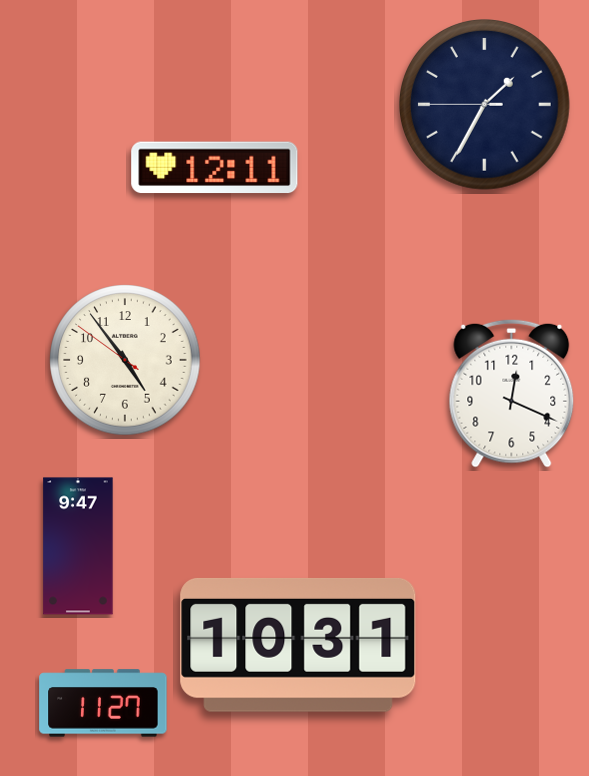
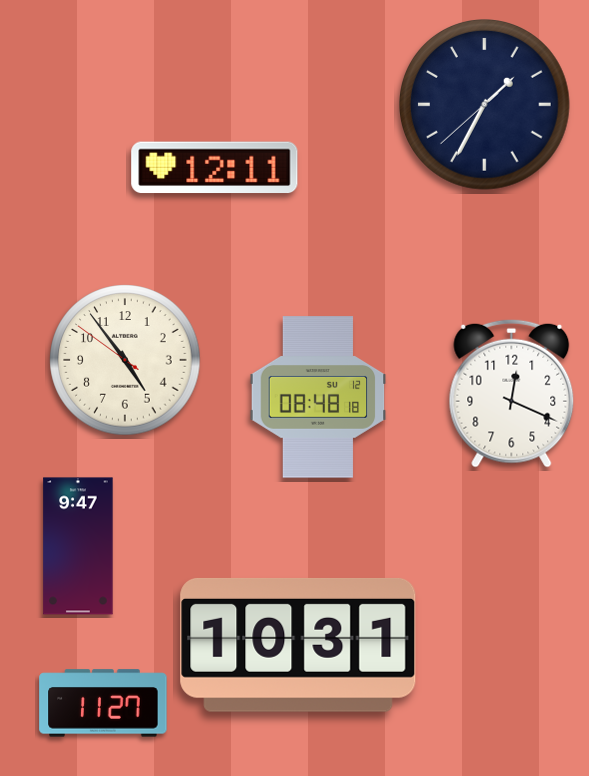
clock at (485, 105): 1:34:45 -> 1:34:38
clock at (318, 397): none -> 08:48
